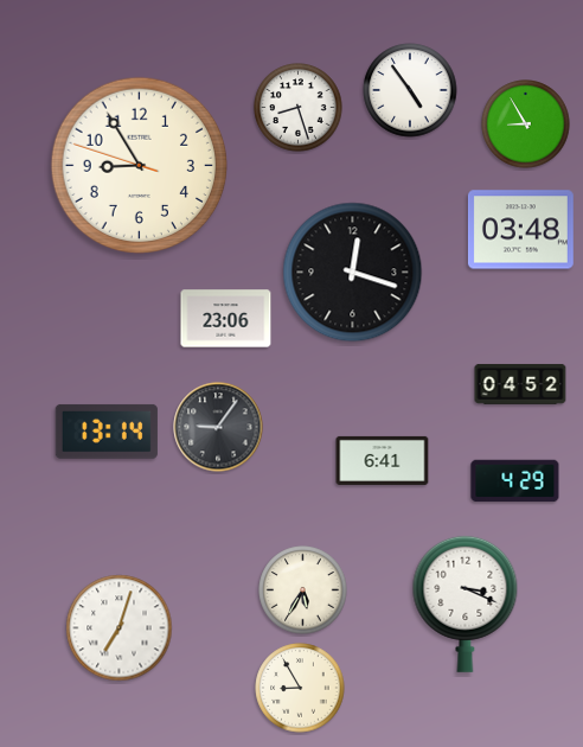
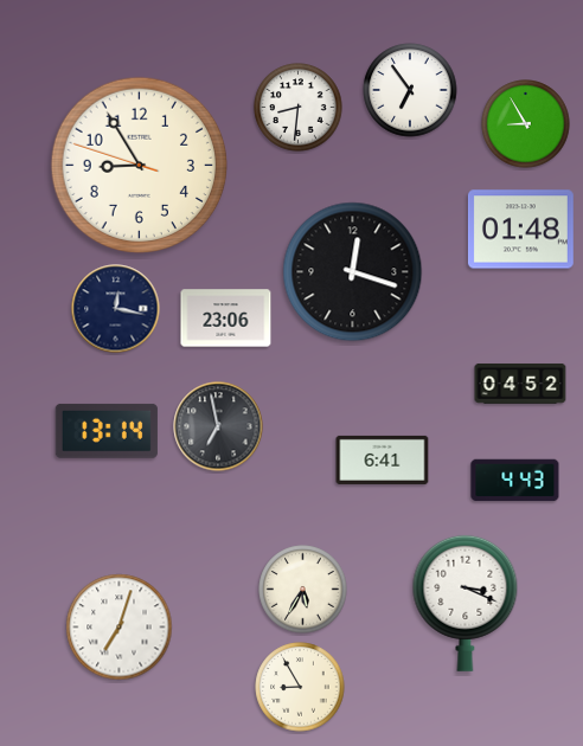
clock at (410, 90): 4:54 -> 6:54
clock at (299, 108): 8:27 -> 8:31
clock at (520, 230): 03:48 -> 01:48
clock at (116, 309): none -> 12:17
clock at (218, 427): 9:06 -> 6:58
clock at (515, 481): 4:29 -> 4:43
